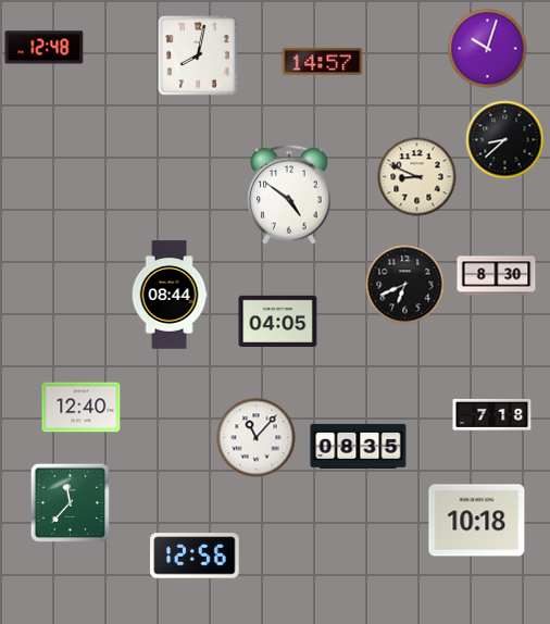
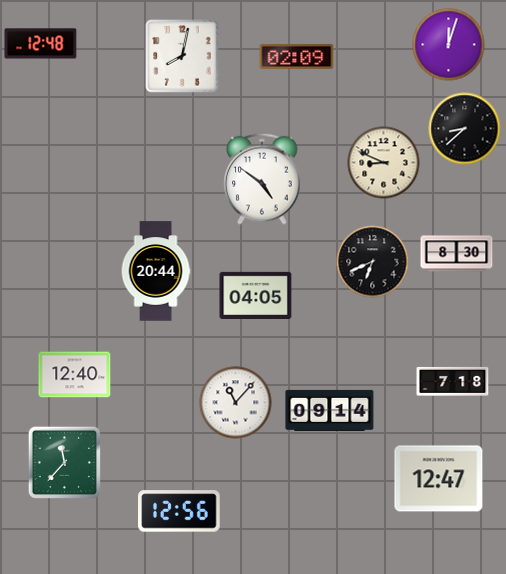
clock at (488, 49): 10:03 -> 12:03
clock at (198, 55) position: (198, 55) -> (182, 56)
clock at (323, 61): 14:57 -> 02:09
clock at (289, 195) position: (289, 195) -> (262, 179)
clock at (170, 295): 08:44 -> 20:44
clock at (359, 446): 08:35 -> 09:14
clock at (477, 521): 10:18 -> 12:47
